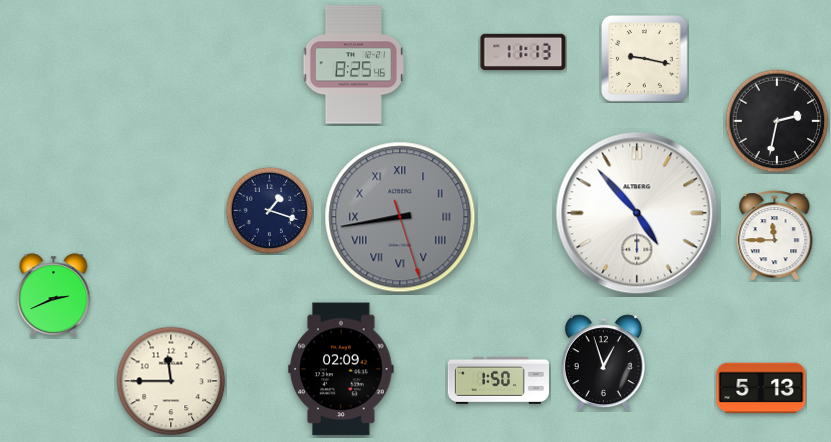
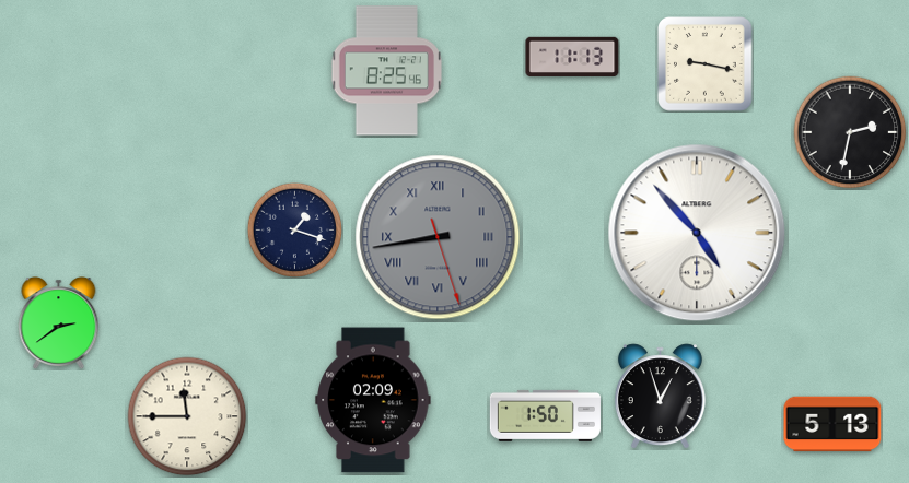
clock at (775, 236): 11:45 -> none
clock at (54, 296): 2:41 -> 2:39
clock at (341, 369) position: (341, 369) -> (373, 400)
